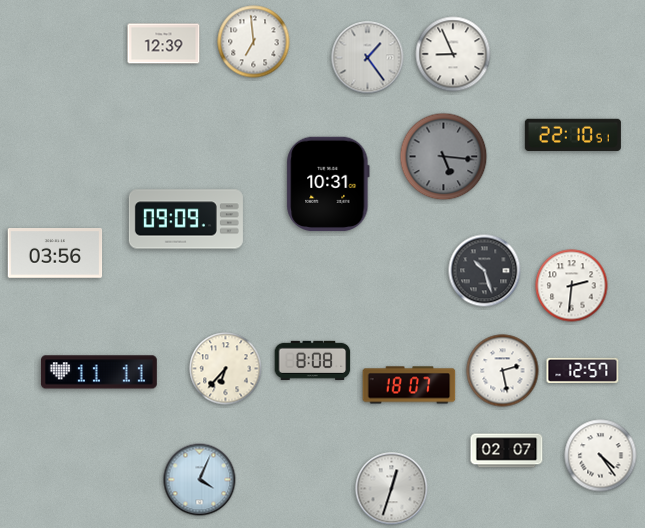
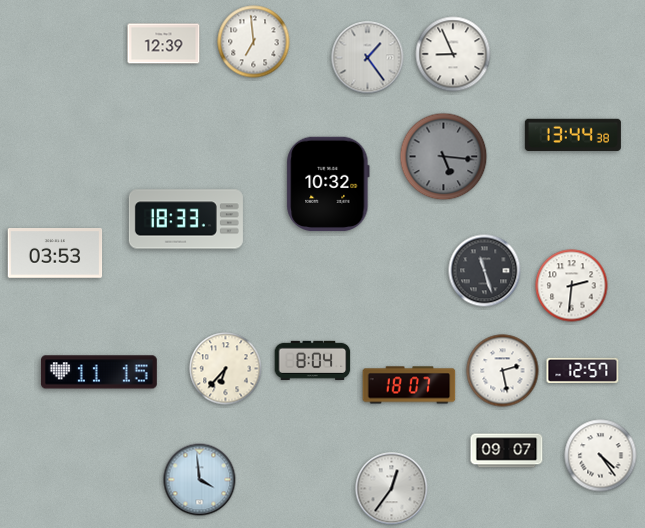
clock at (573, 135): 22:10 -> 13:44
clock at (328, 184): 10:31 -> 10:32
clock at (186, 219): 09:09 -> 18:33
clock at (55, 253): 03:56 -> 03:53
clock at (485, 271): 10:27 -> 11:27
clock at (313, 360): 8:08 -> 8:04
clock at (99, 372): 11:11 -> 11:15
clock at (507, 451): 02:07 -> 09:07
clock at (200, 480): 4:04 -> 3:59
clock at (392, 489): 12:33 -> 12:36
